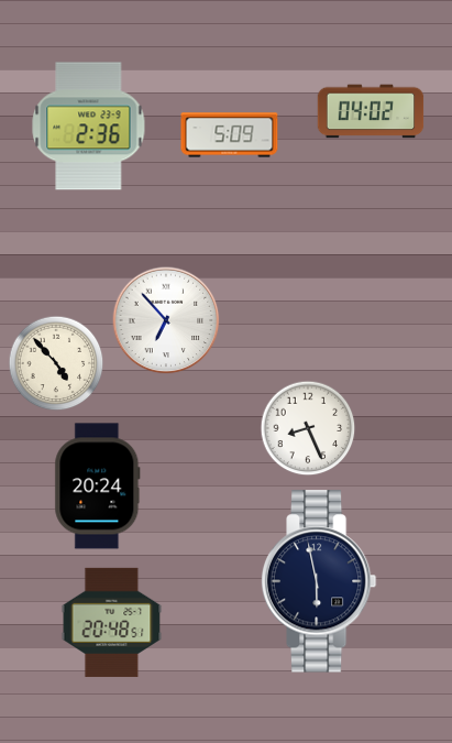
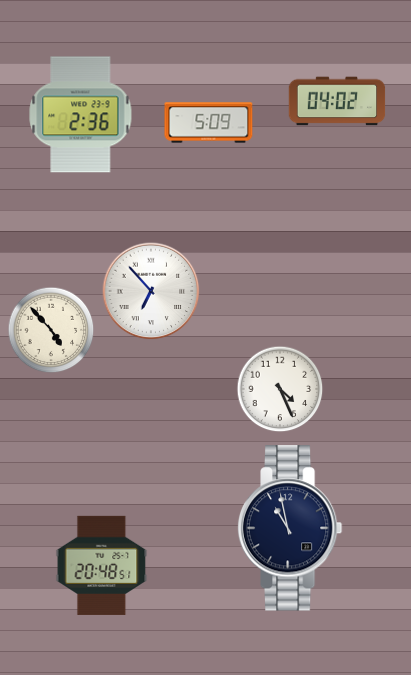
clock at (308, 428): 8:26 -> 4:26
clock at (98, 487): 20:24 -> none
clock at (319, 581): 5:58 -> 10:58
